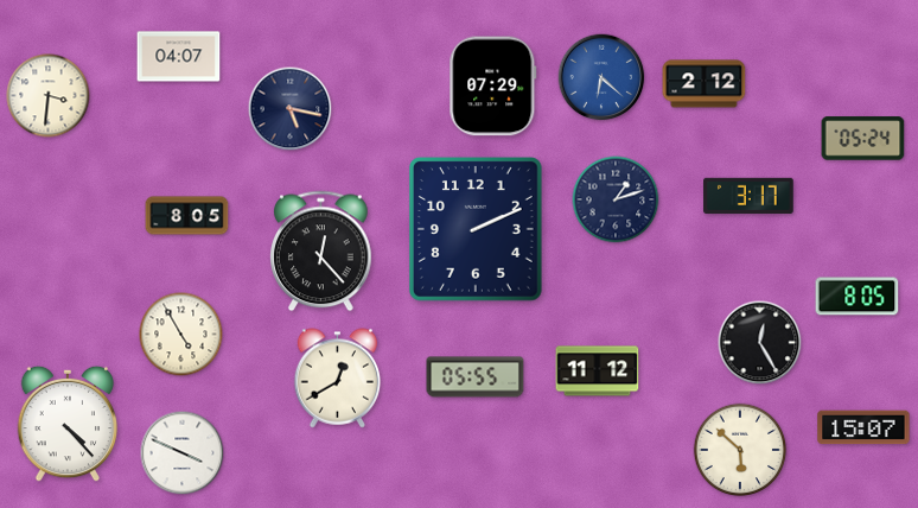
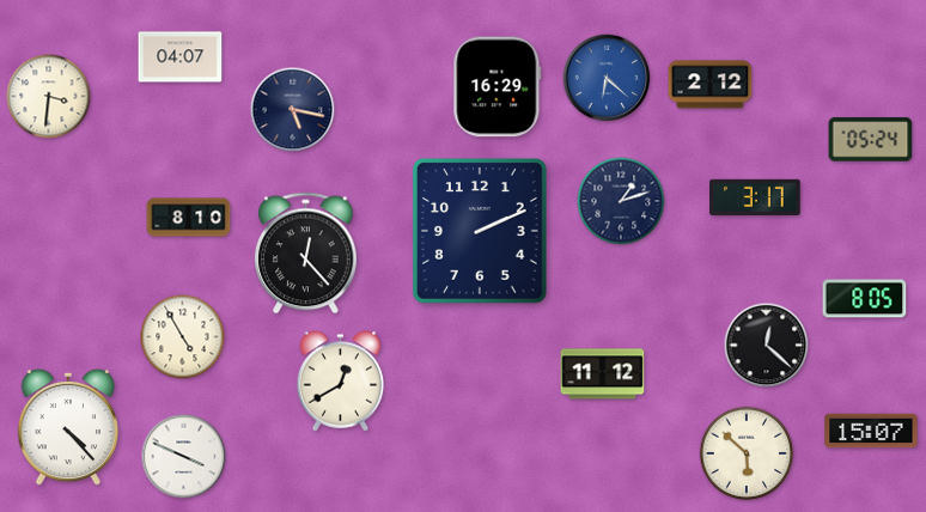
clock at (493, 87): 07:29 -> 16:29
clock at (187, 216): 8:05 -> 8:10
clock at (321, 252) position: (321, 252) -> (306, 254)
clock at (760, 343): 12:25 -> 12:22
clock at (476, 377): 05:55 -> none
